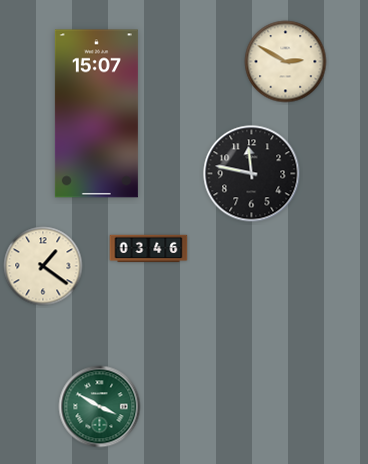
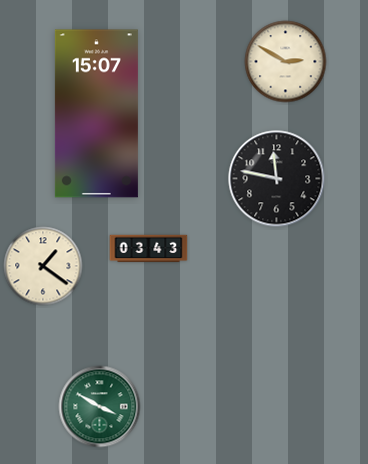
clock at (252, 174) position: (252, 174) -> (277, 179)
clock at (149, 249): 03:46 -> 03:43
